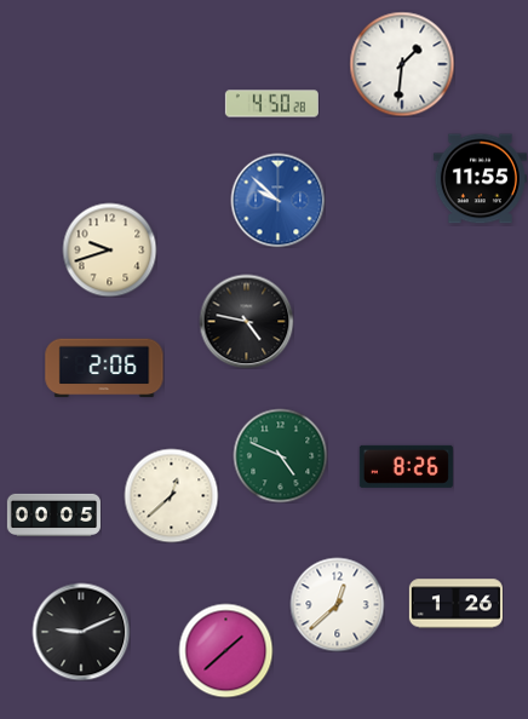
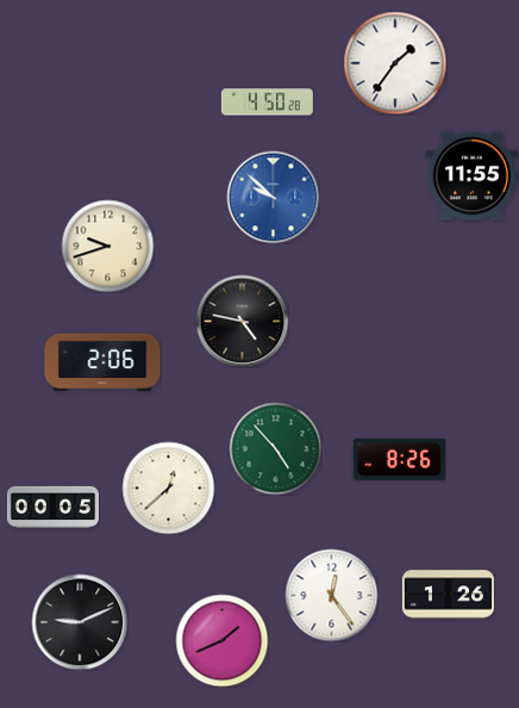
clock at (402, 64): 1:31 -> 1:36
clock at (246, 321) position: (246, 321) -> (242, 321)
clock at (280, 455): 4:49 -> 4:53
clock at (337, 604): 12:38 -> 12:24
clock at (225, 650): 1:38 -> 1:41
